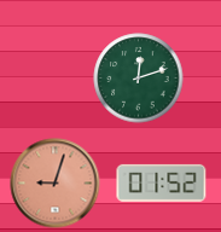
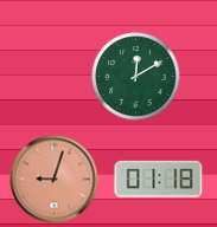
clock at (139, 79): 12:12 -> 12:10
clock at (162, 182): 01:52 -> 01:18
